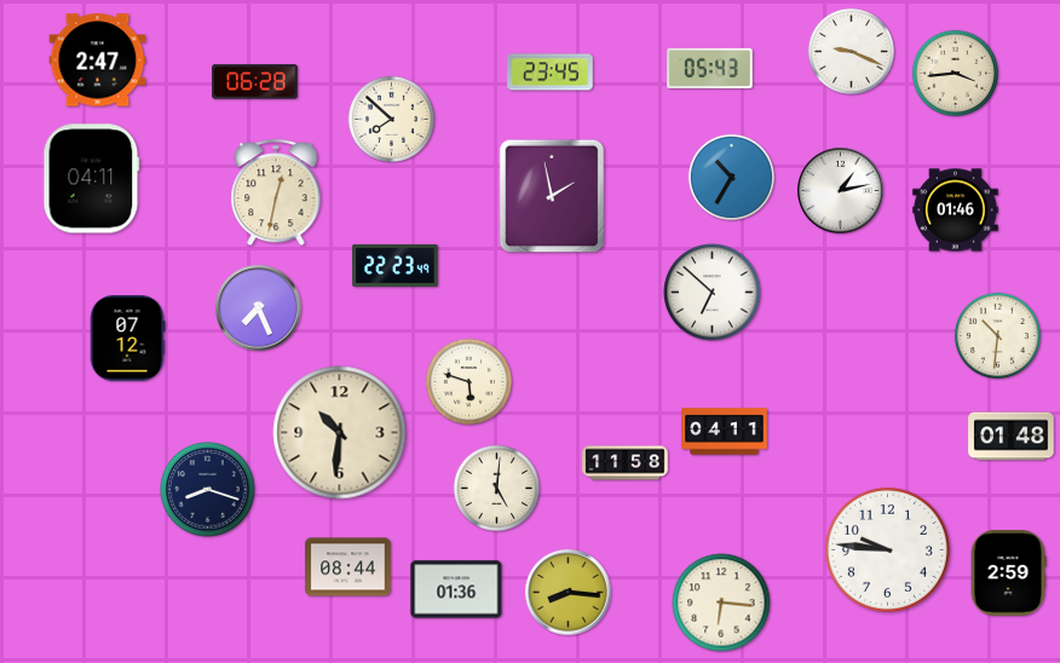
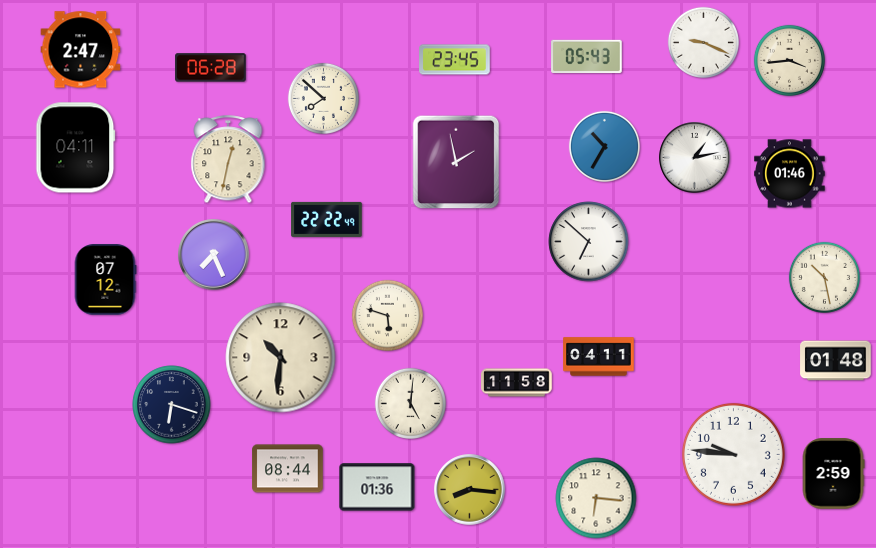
clock at (396, 265): 22:23 -> 22:22
clock at (997, 335): 10:31 -> 10:28
clock at (208, 490): 8:18 -> 6:18
